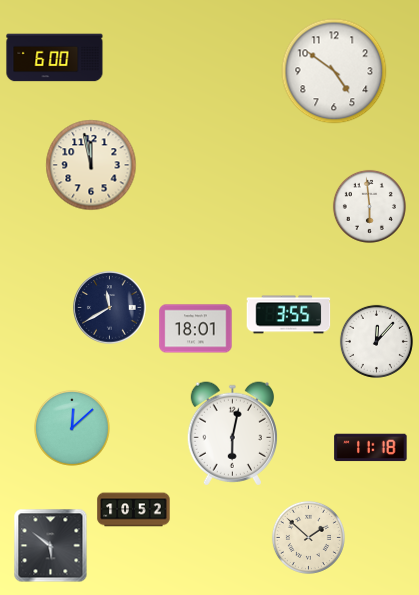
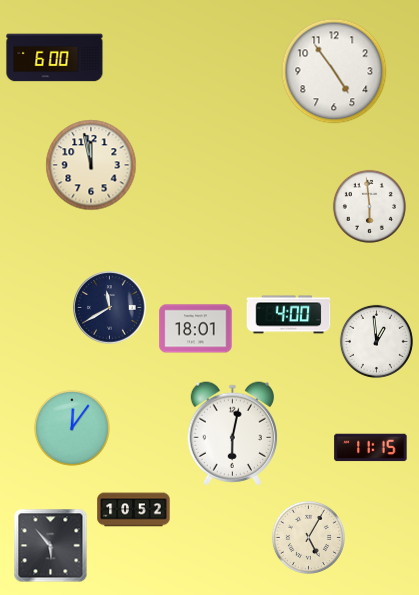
clock at (334, 71): 4:51 -> 4:54
clock at (289, 315): 3:55 -> 4:00
clock at (376, 341): 12:07 -> 12:59
clock at (72, 428): 12:08 -> 12:06
clock at (371, 448): 11:18 -> 11:15
clock at (308, 537): 1:52 -> 5:05
clock at (51, 546): 5:51 -> 5:53
